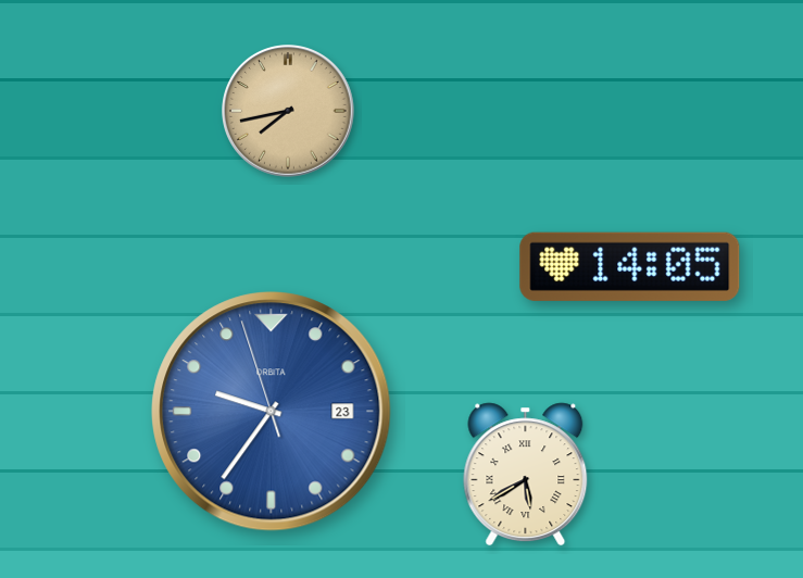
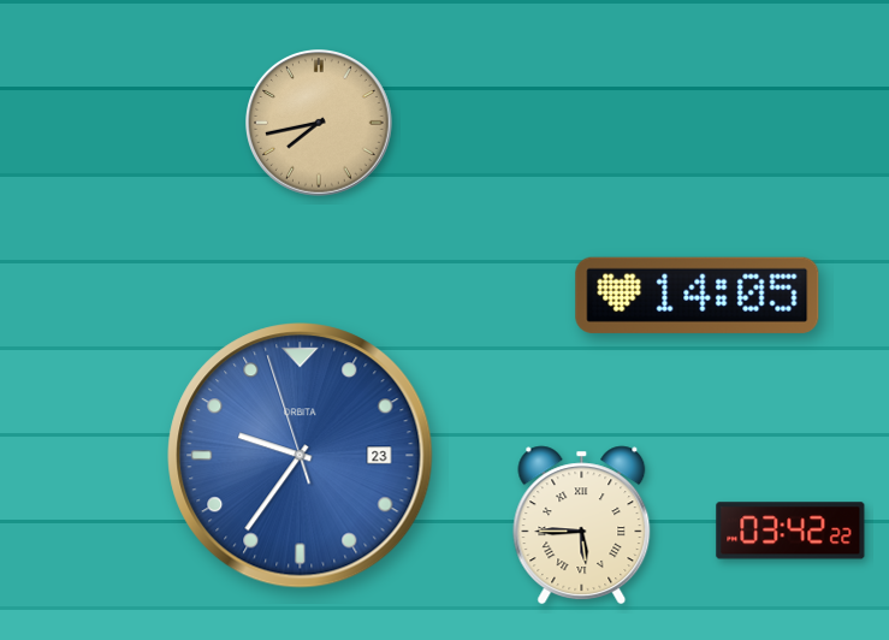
clock at (526, 475): 5:40 -> 5:45
clock at (790, 531): none -> 03:42
